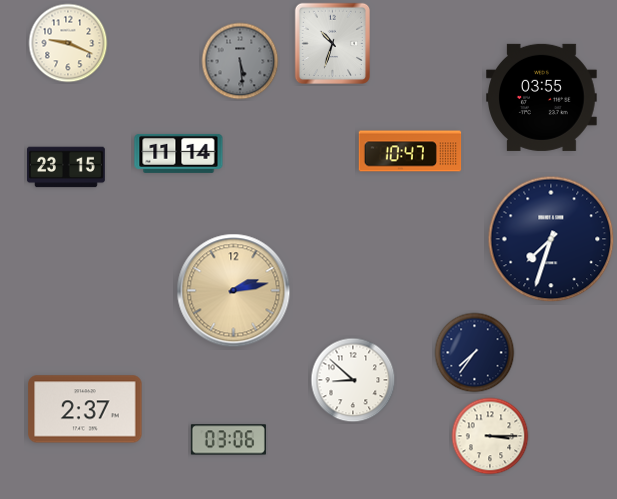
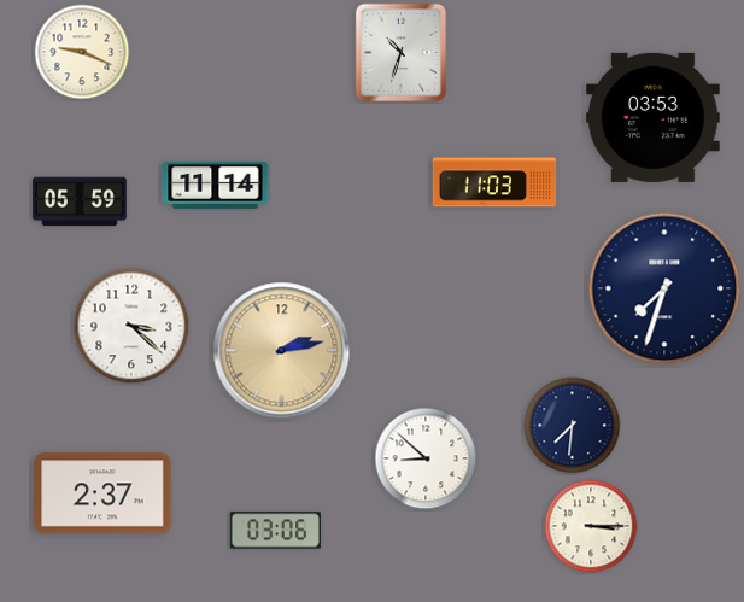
clock at (240, 61): 5:29 -> none
clock at (542, 97): 03:55 -> 03:53
clock at (410, 151): 10:47 -> 11:03
clock at (67, 167): 23:15 -> 05:59
clock at (131, 326): none -> 3:22
clock at (475, 353): 7:36 -> 7:31
